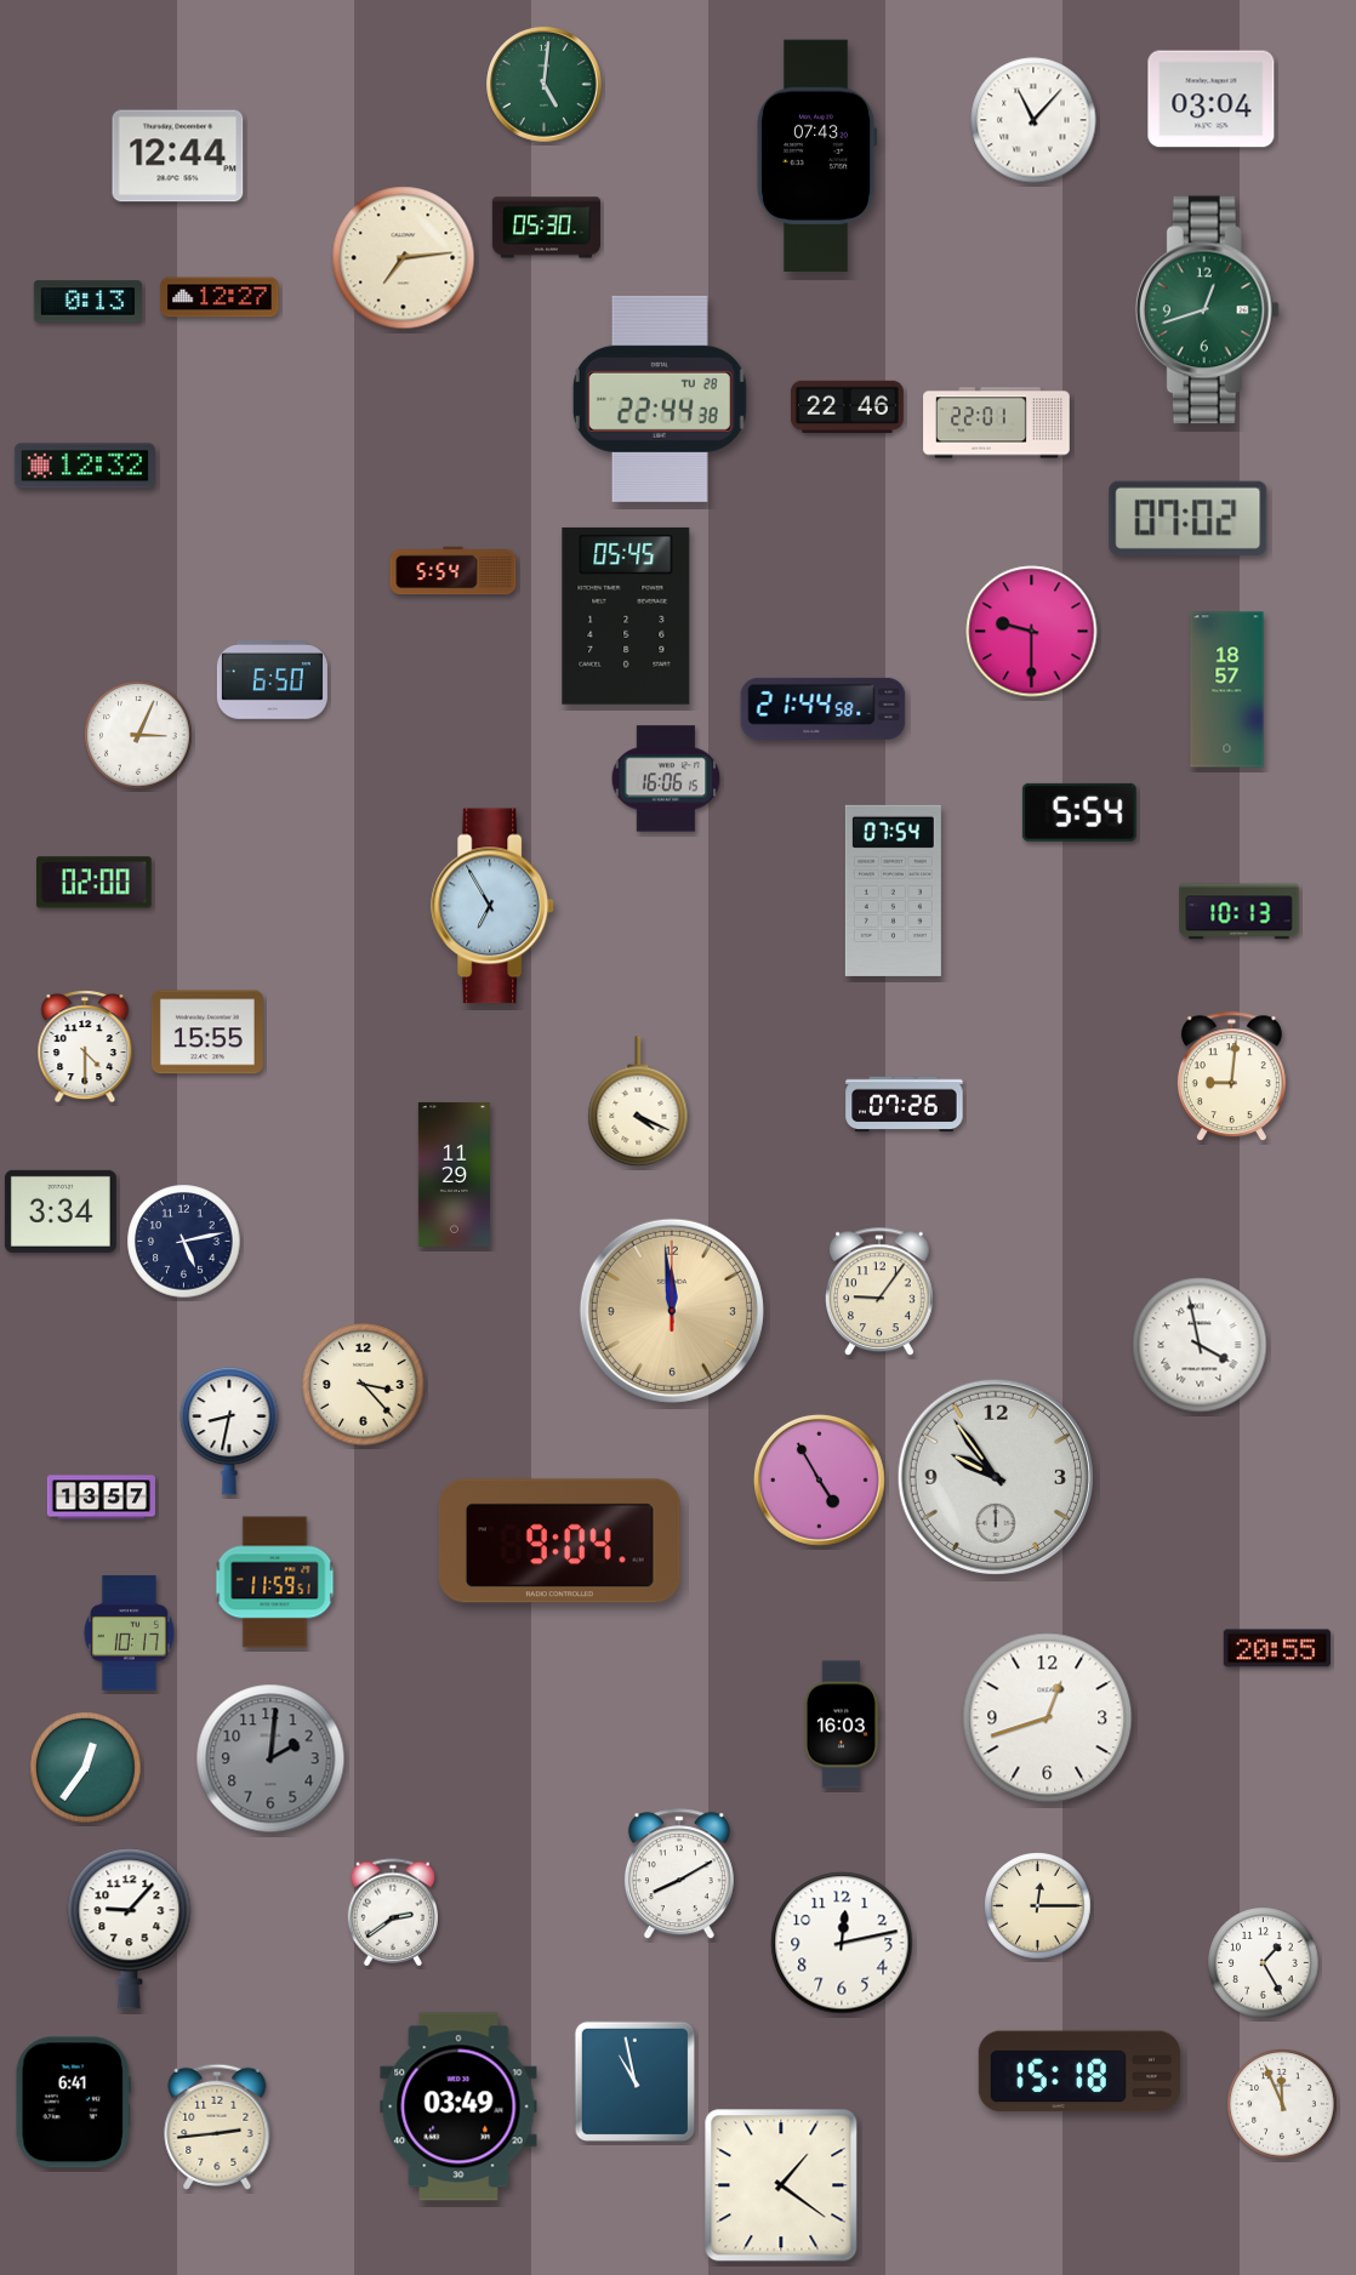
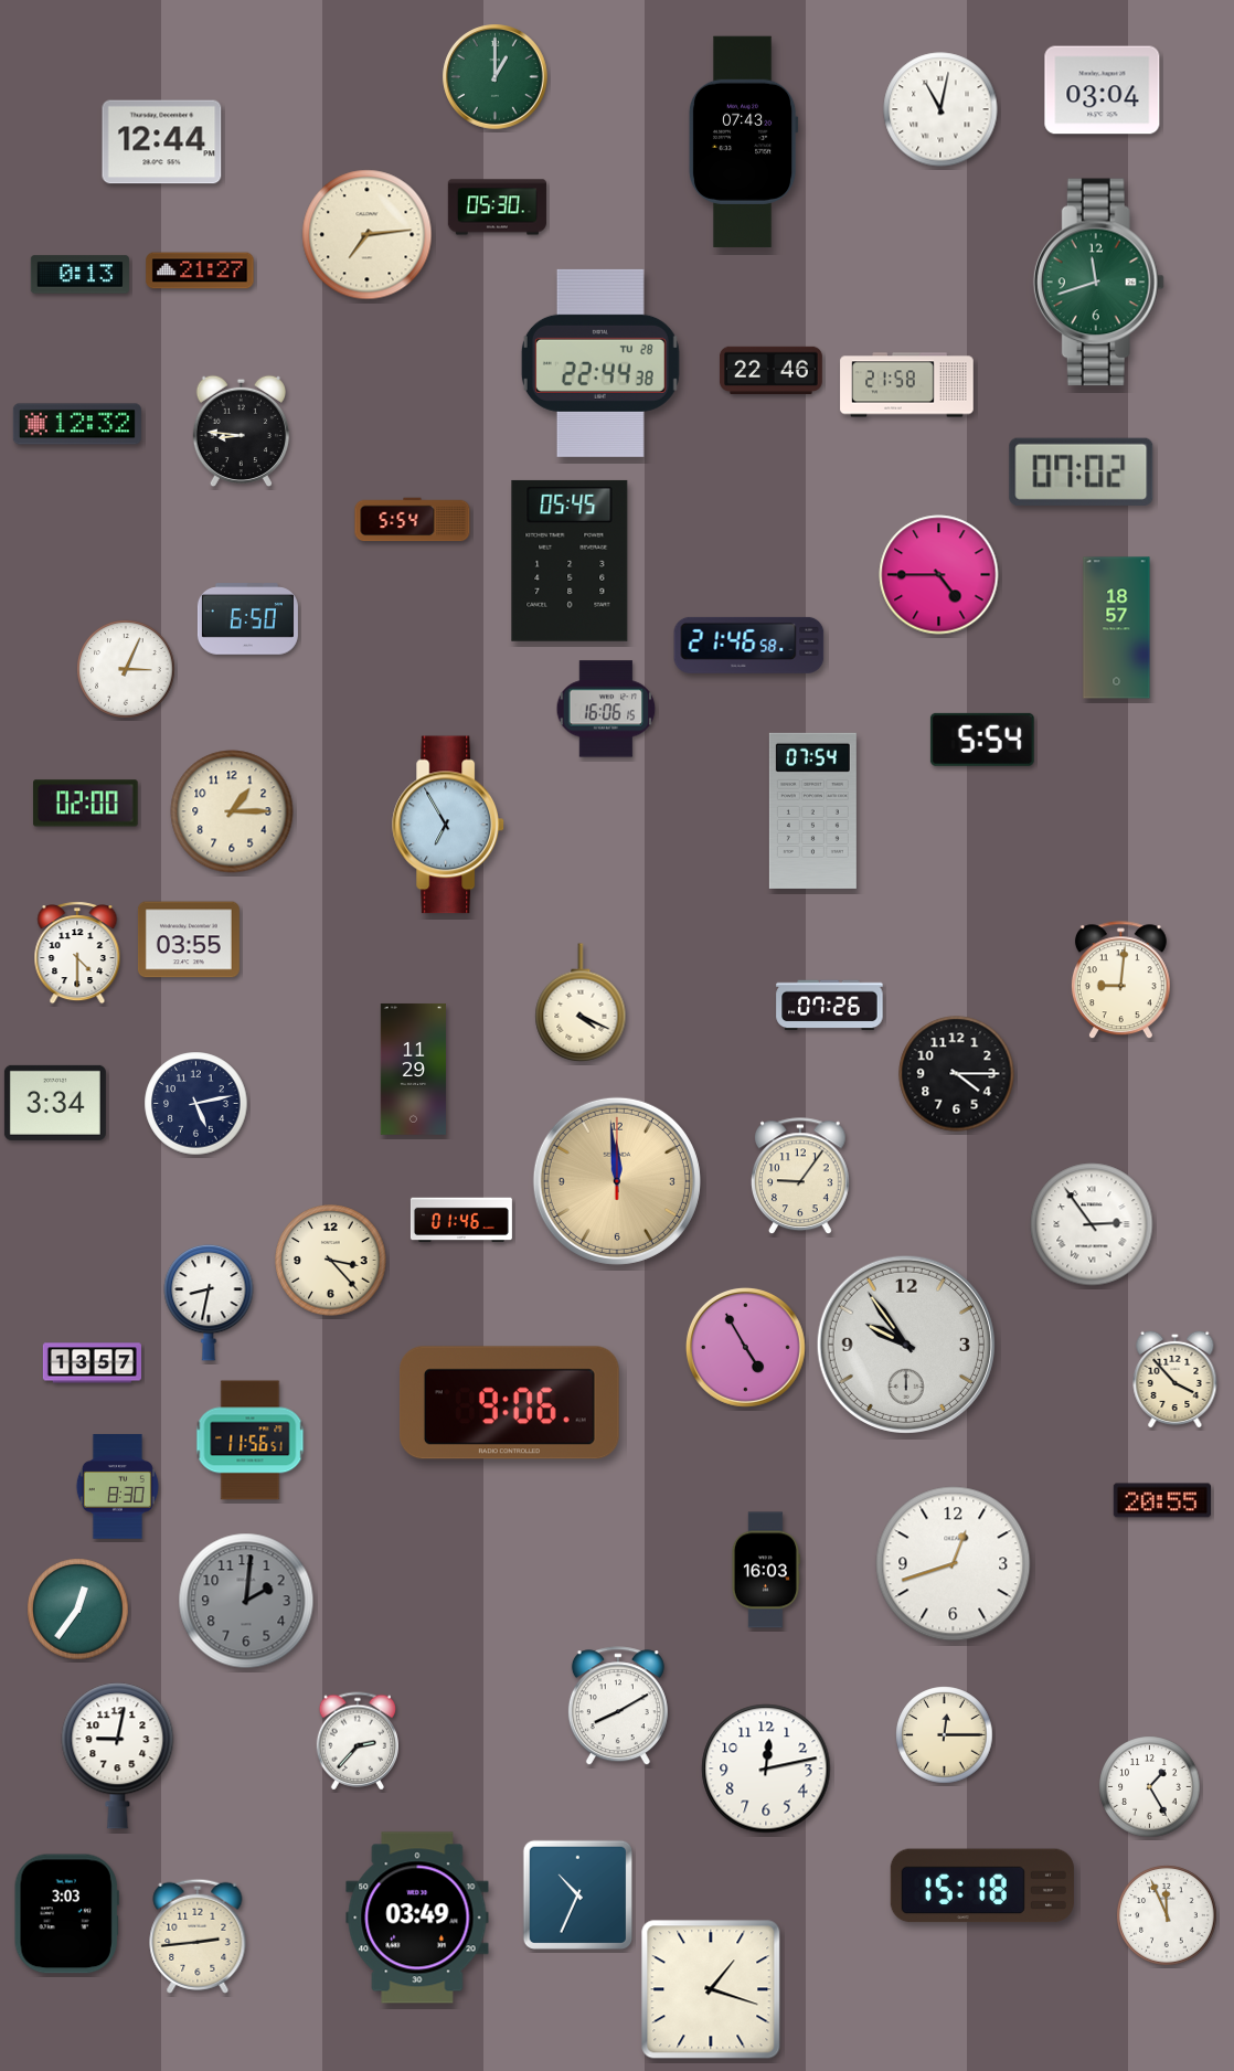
clock at (545, 85): 5:01 -> 1:00
clock at (1033, 120): 11:07 -> 11:02
clock at (220, 297): 12:27 -> 21:27
clock at (1207, 310): 12:42 -> 11:42
clock at (997, 423): 22:01 -> 21:58
clock at (241, 432): none -> 8:46
clock at (1032, 632): 9:30 -> 4:45
clock at (824, 708): 21:44 -> 21:46
clock at (232, 811): none -> 1:15
clock at (1240, 912): 10:13 -> none
clock at (207, 1032): 15:55 -> 03:55
clock at (905, 1105) position: (905, 1105) -> (830, 1006)
clock at (957, 1074): none -> 4:15
clock at (184, 1242) position: (184, 1242) -> (196, 1104)
clock at (672, 1311) position: (672, 1311) -> (617, 1181)
clock at (461, 1220): none -> 01:46
clock at (1200, 1345): 3:58 -> 2:54
clock at (1176, 1379): none -> 3:53
clock at (559, 1541): 9:04 -> 9:06
clock at (275, 1583): 11:59 -> 11:56
clock at (129, 1633): 10:17 -> 8:30
clock at (392, 1912): 2:39 -> 2:37
clock at (130, 1929): 9:07 -> 9:02
clock at (634, 2081): 10:58 -> 10:34
clock at (73, 2103): 6:41 -> 3:03
clock at (781, 2185): 1:21 -> 1:18
